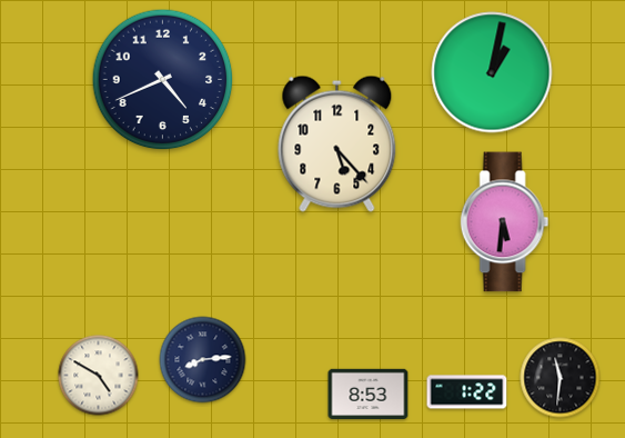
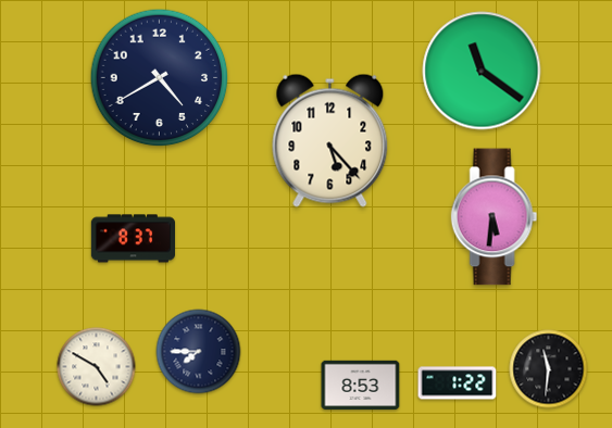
clock at (492, 72): 1:02 -> 11:21
clock at (163, 80): 4:41 -> 4:40
clock at (133, 239): none -> 8:37
clock at (203, 360): 8:14 -> 7:45
